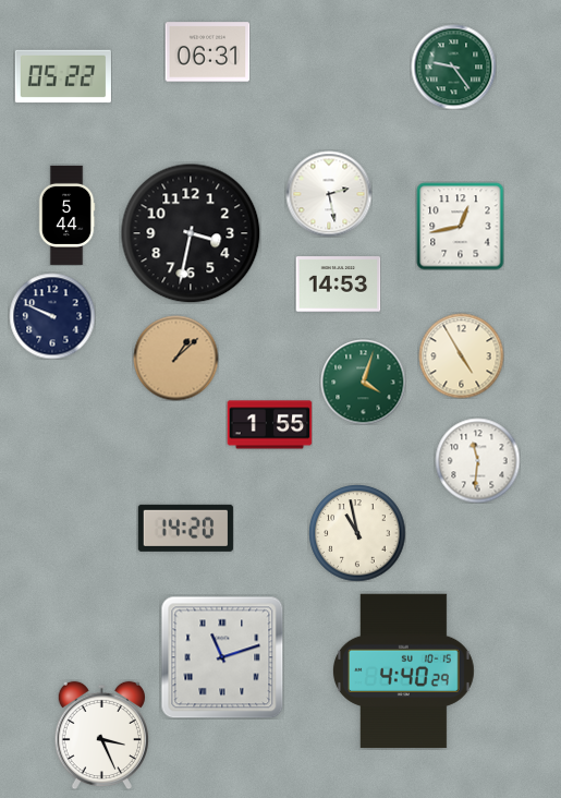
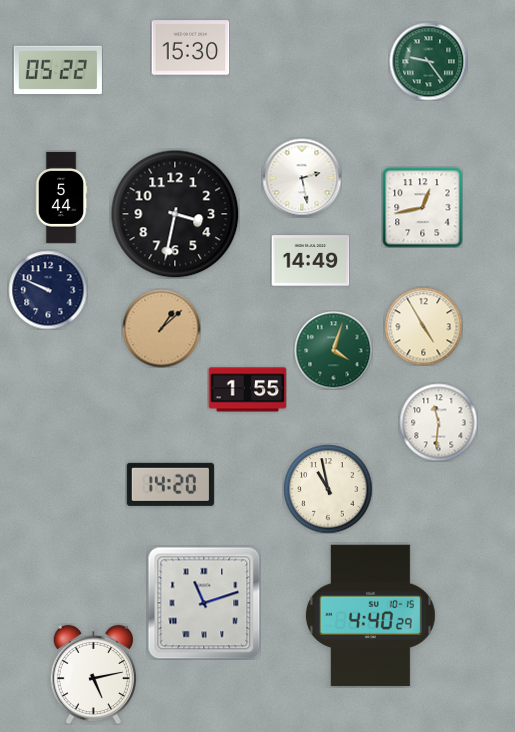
clock at (207, 52): 06:31 -> 15:30
clock at (453, 66) position: (453, 66) -> (428, 61)
clock at (338, 285): 14:53 -> 14:49
clock at (101, 735): 3:26 -> 5:13
